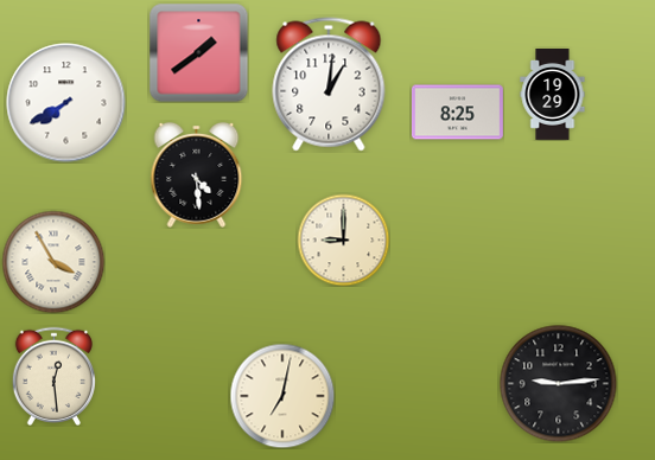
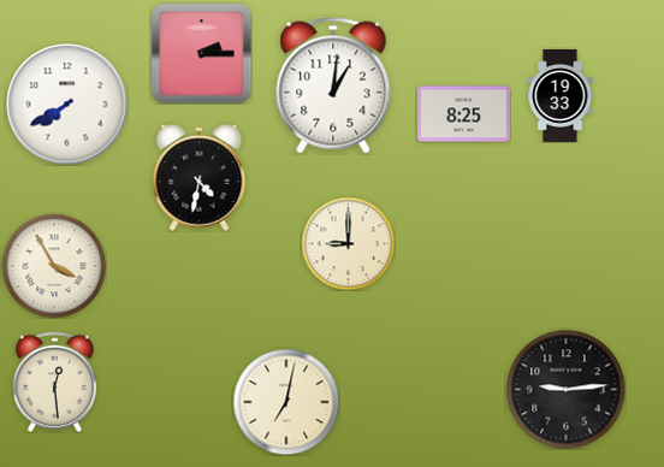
clock at (198, 52): 1:39 -> 2:15
clock at (553, 95): 19:29 -> 19:33
clock at (197, 174): 4:29 -> 4:32
